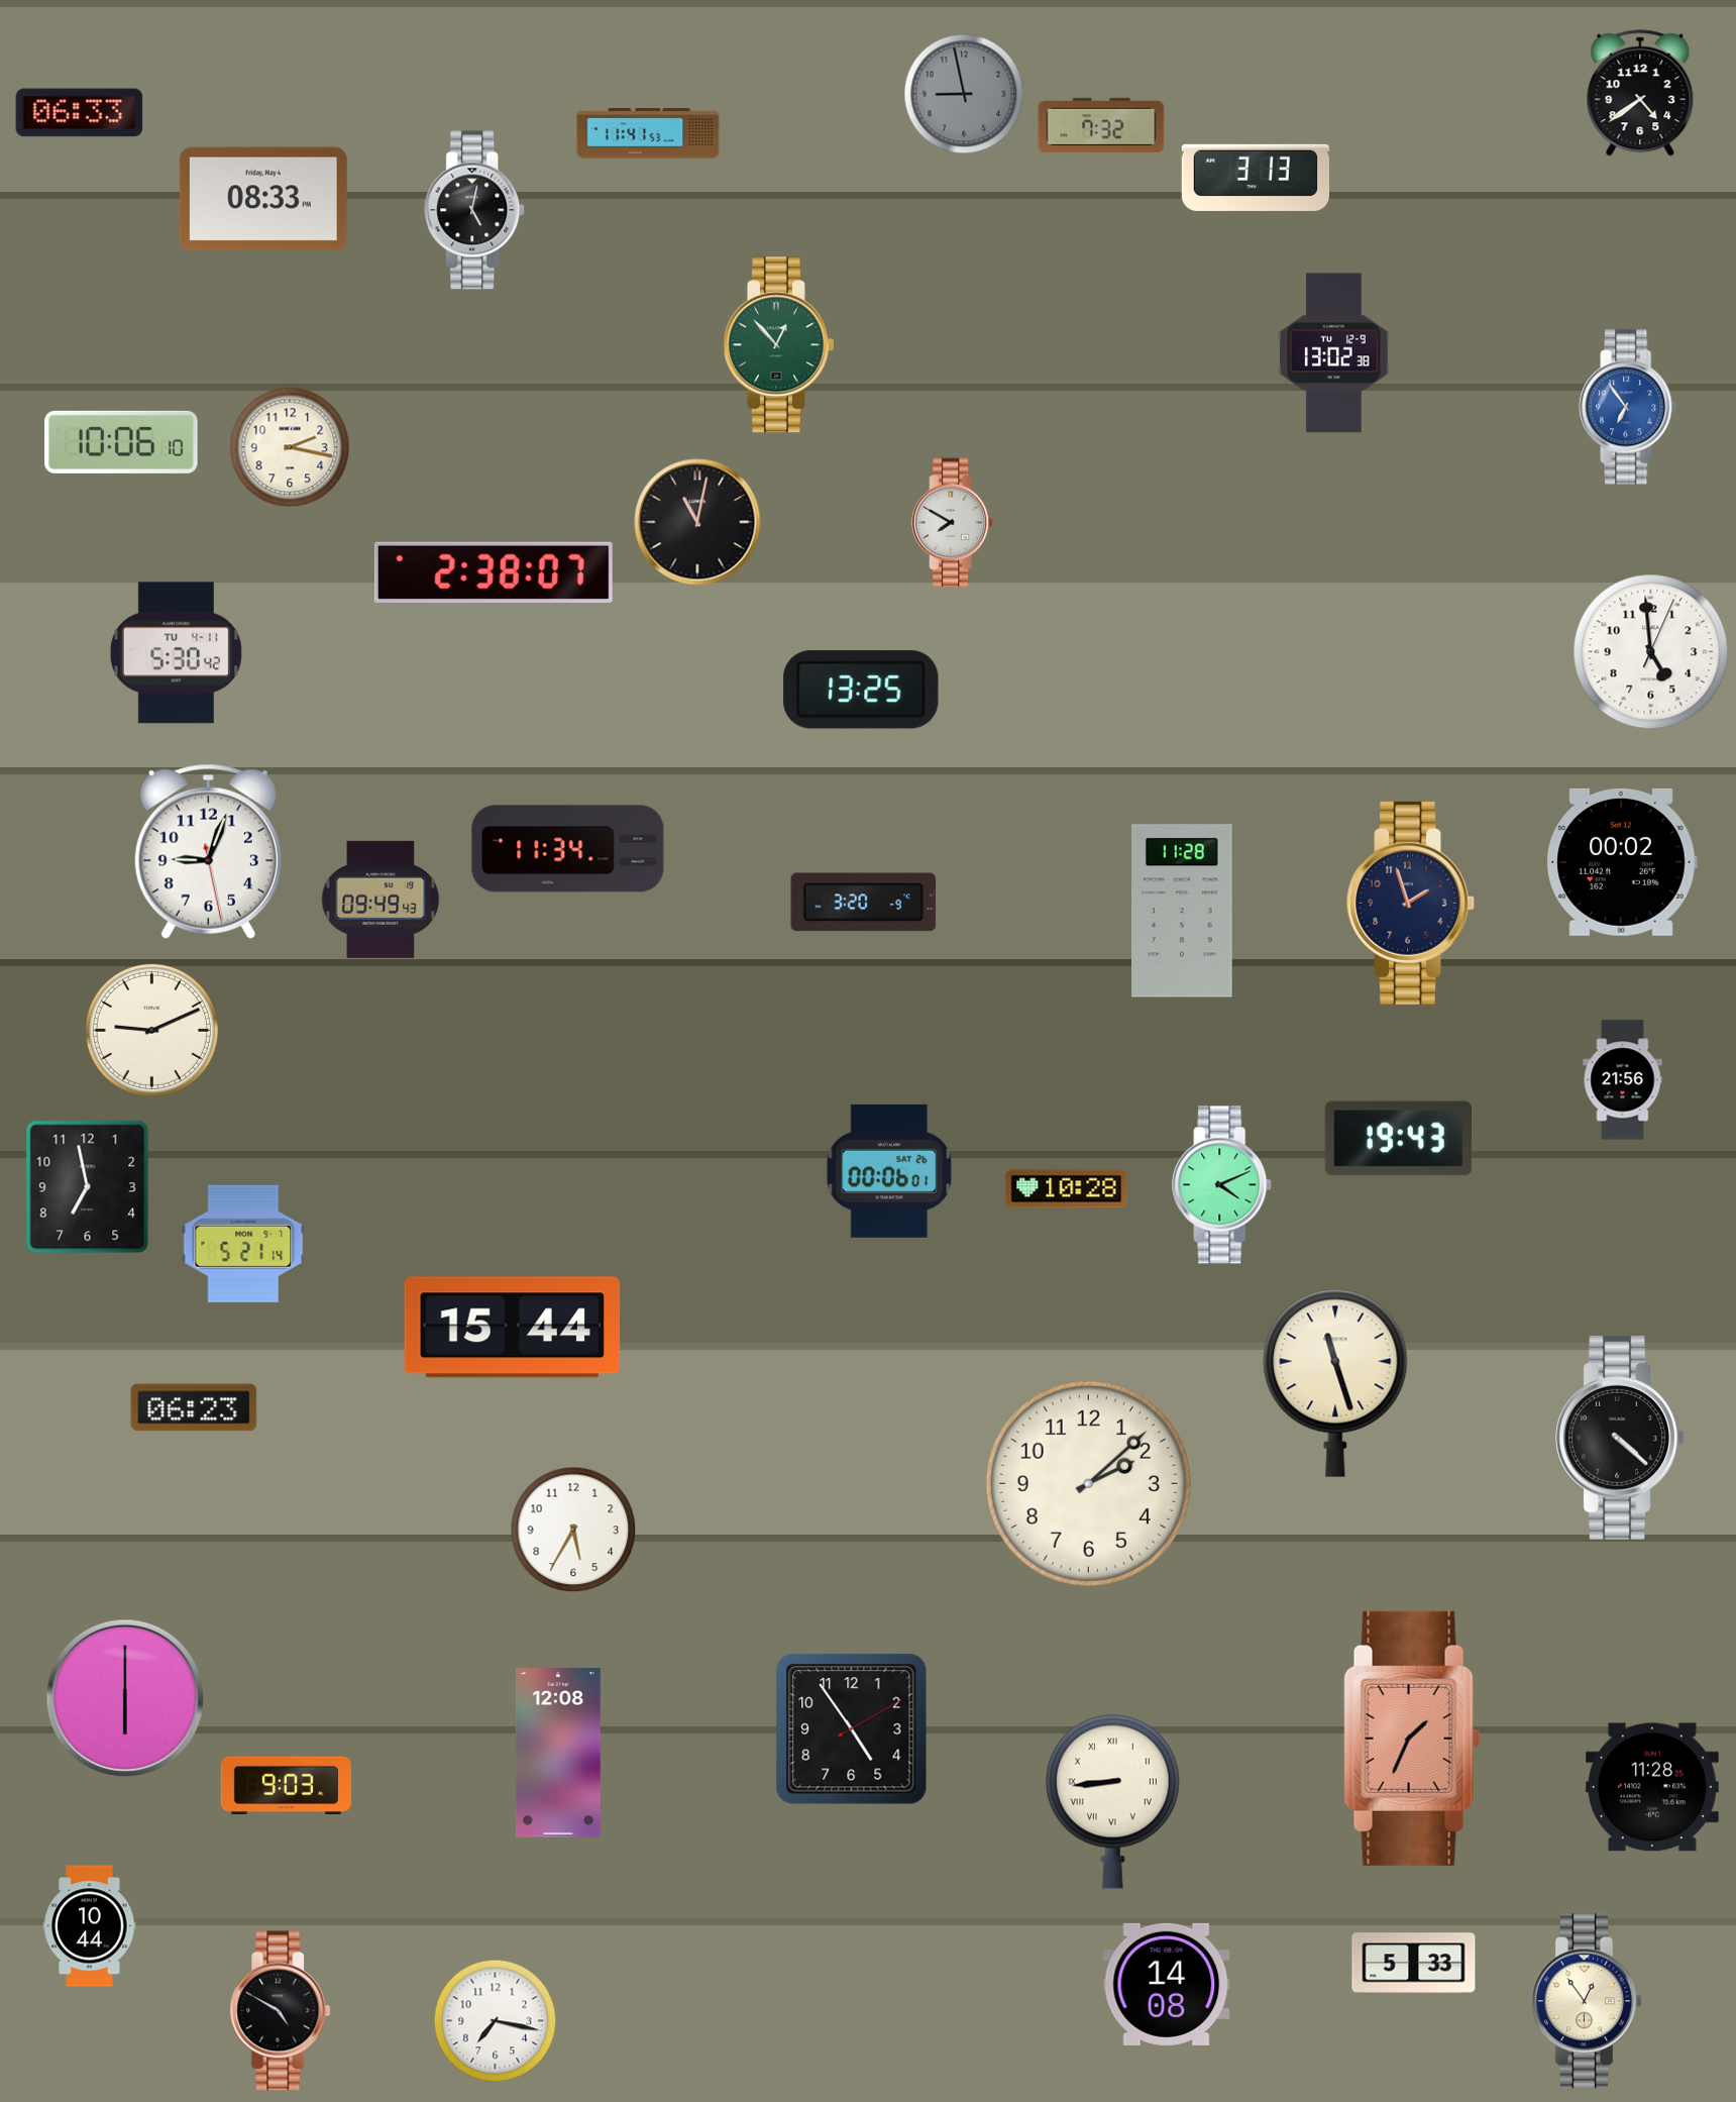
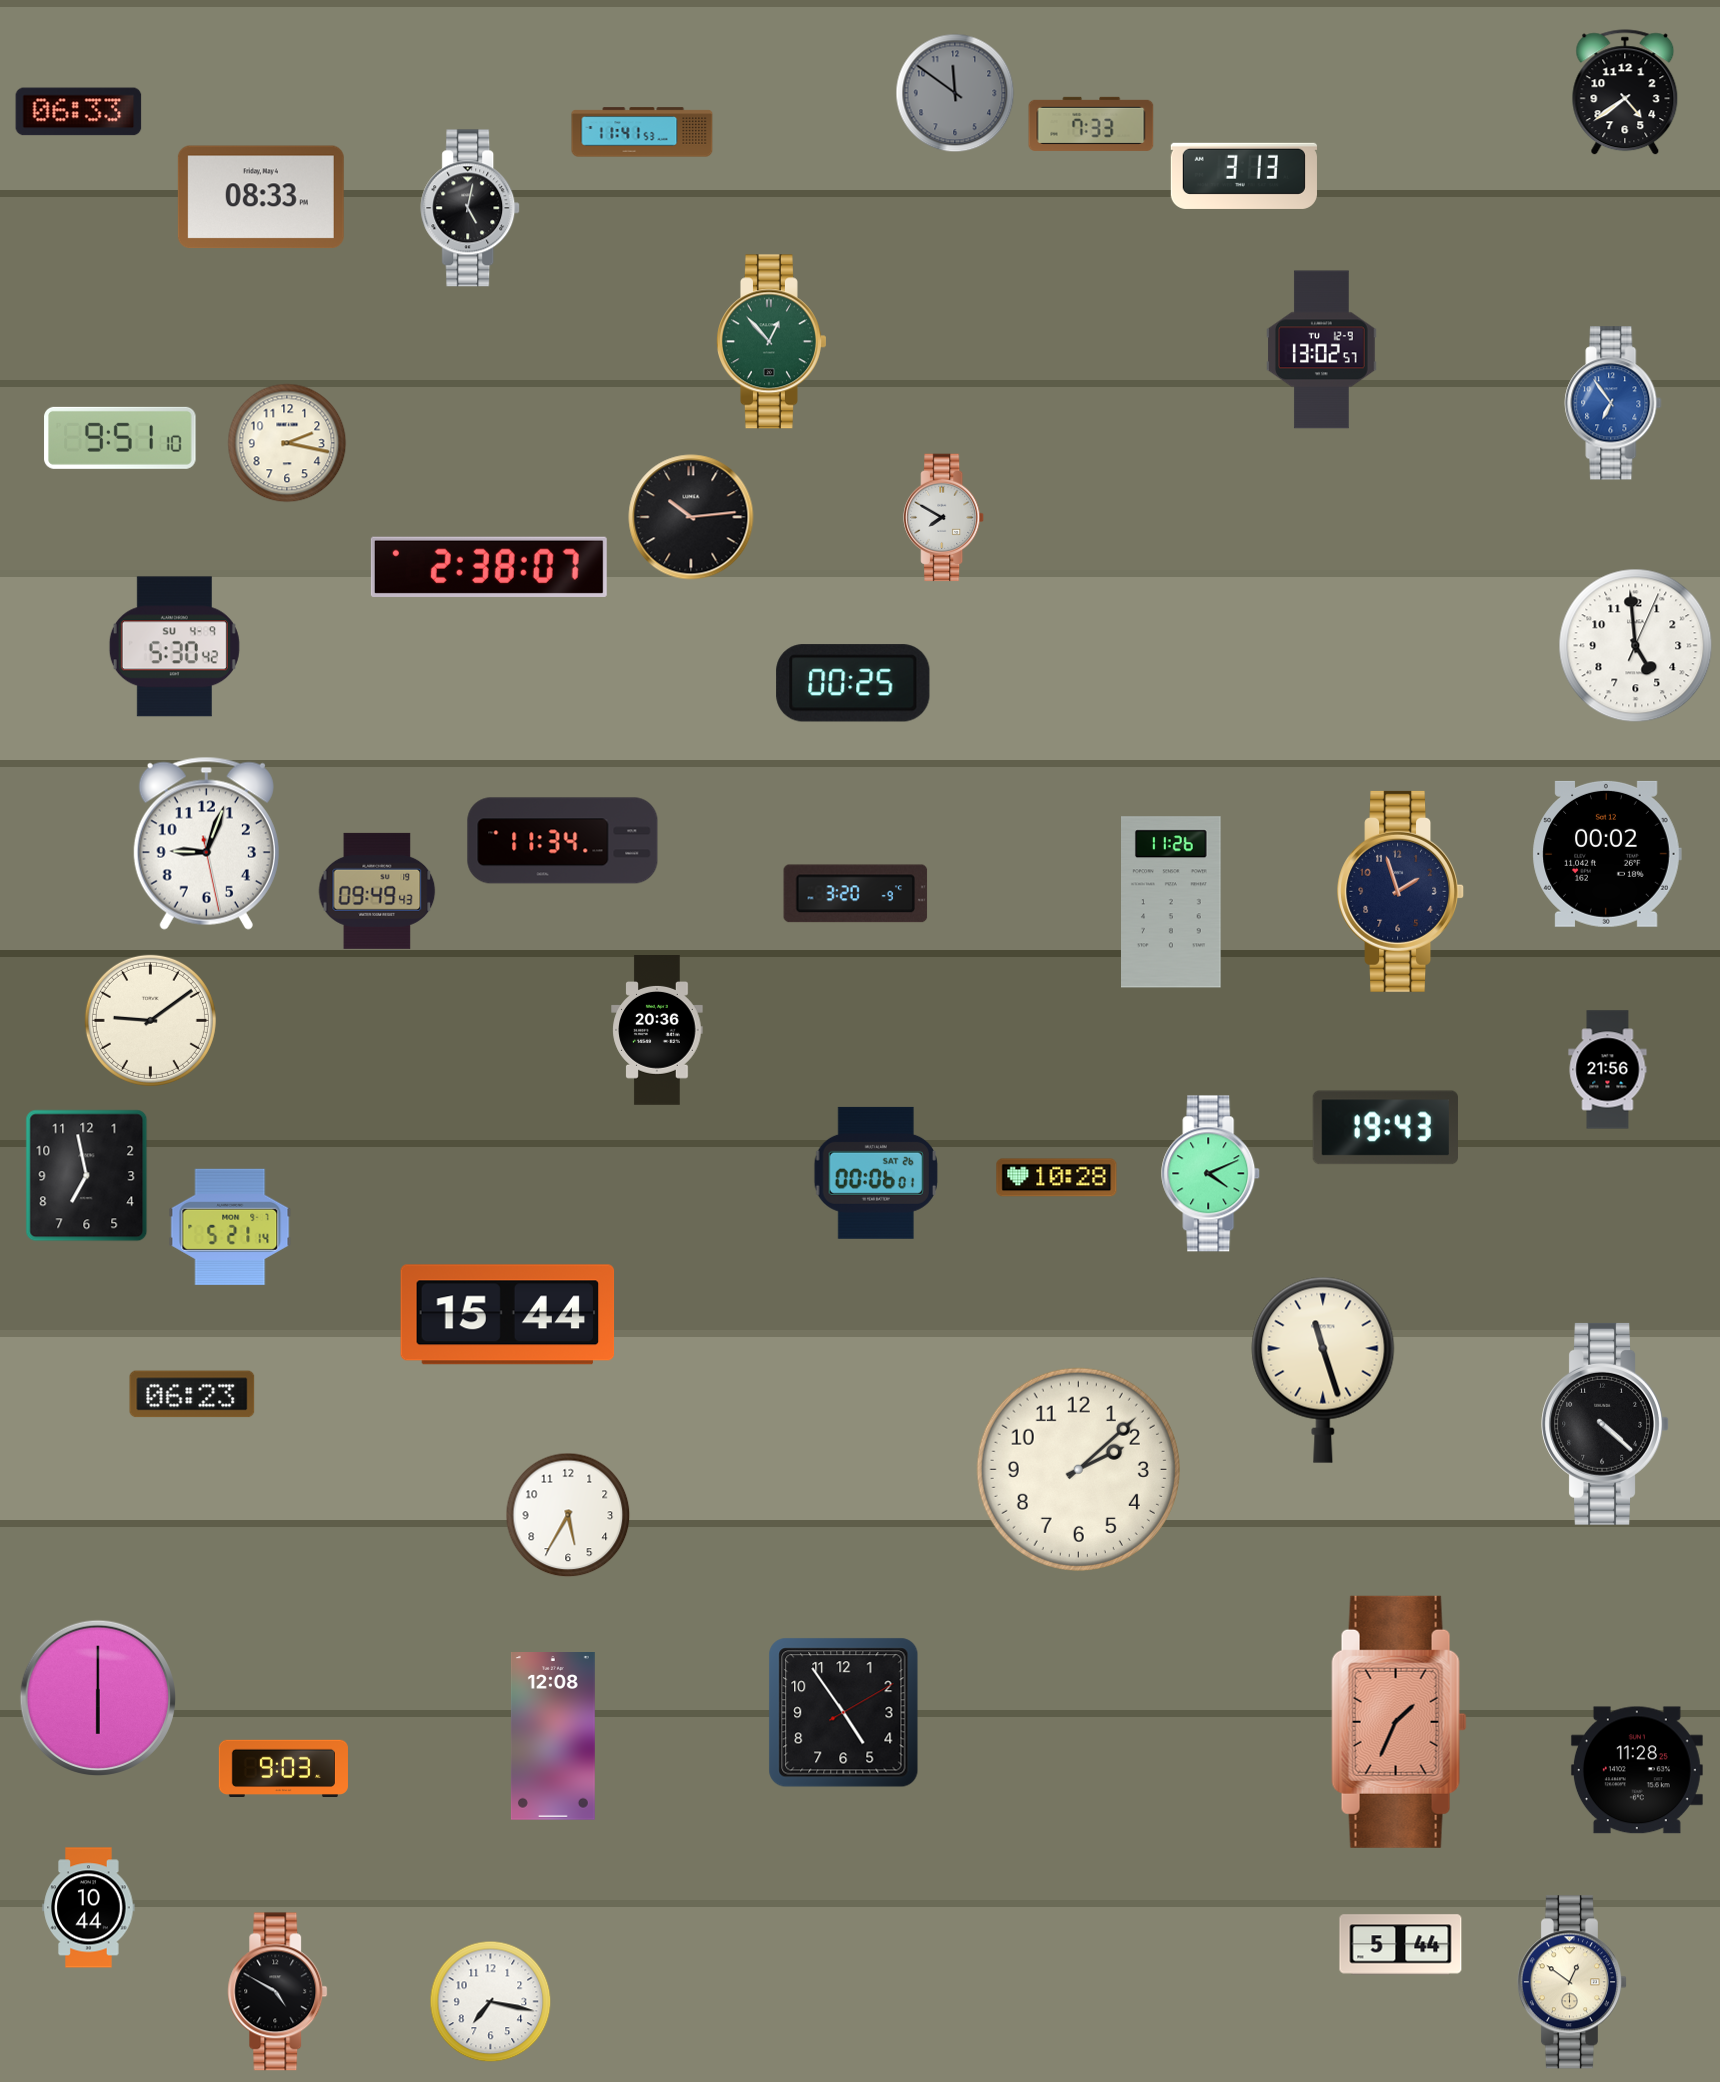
clock at (964, 94): 8:58 -> 11:51
clock at (1101, 125): 7:32 -> 7:33
clock at (1334, 353): 13:02:38 -> 13:02:57
clock at (121, 442): 10:06 -> 9:51
clock at (697, 522): 11:02 -> 10:14
clock at (176, 653) date: TU 4-11 -> SU 4-9
clock at (861, 690): 13:25 -> 00:25
clock at (1411, 903) position: (1411, 903) -> (1401, 891)
clock at (1183, 911): 11:28 -> 11:26
clock at (151, 1030): 9:11 -> 9:09
clock at (657, 1031): none -> 20:36
clock at (888, 1171) position: (888, 1171) -> (875, 1173)
clock at (243, 1244) position: (243, 1244) -> (230, 1227)
clock at (125, 1698) position: (125, 1698) -> (98, 1698)
clock at (1112, 1801): 8:44 -> none
clock at (1414, 1964): 5:33 -> 5:44
clock at (1167, 1984): 14:08 -> none
clock at (1586, 2001): 12:54 -> 12:51
